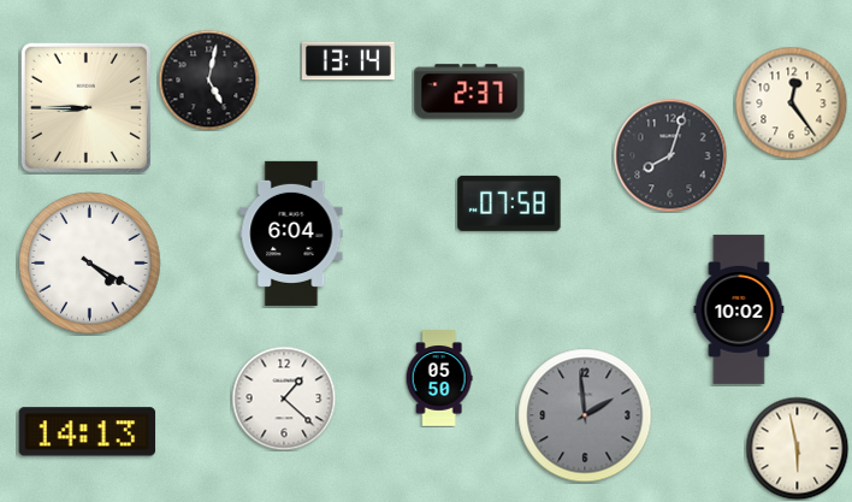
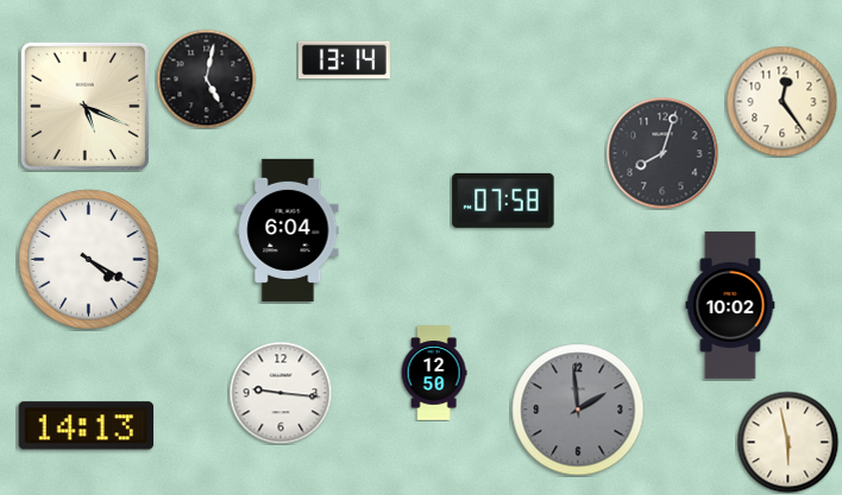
clock at (469, 91): 2:37 -> none
clock at (85, 107): 8:45 -> 5:19
clock at (439, 378): 05:50 -> 12:50
clock at (284, 398): 1:22 -> 9:16
